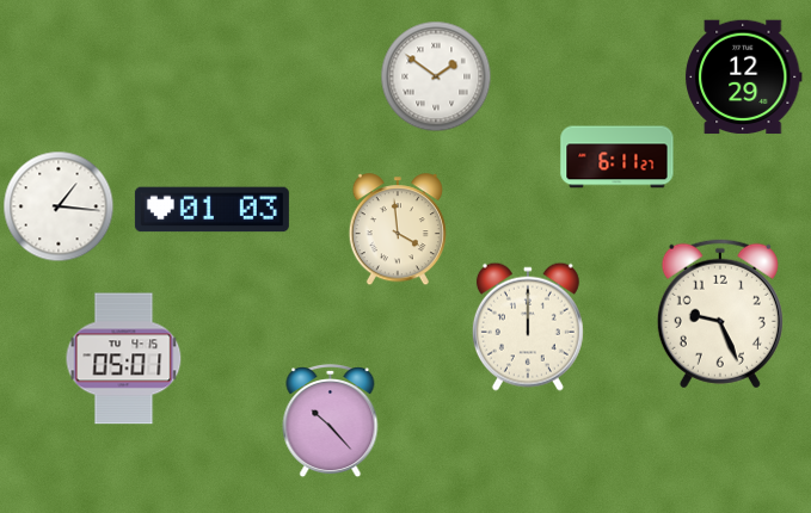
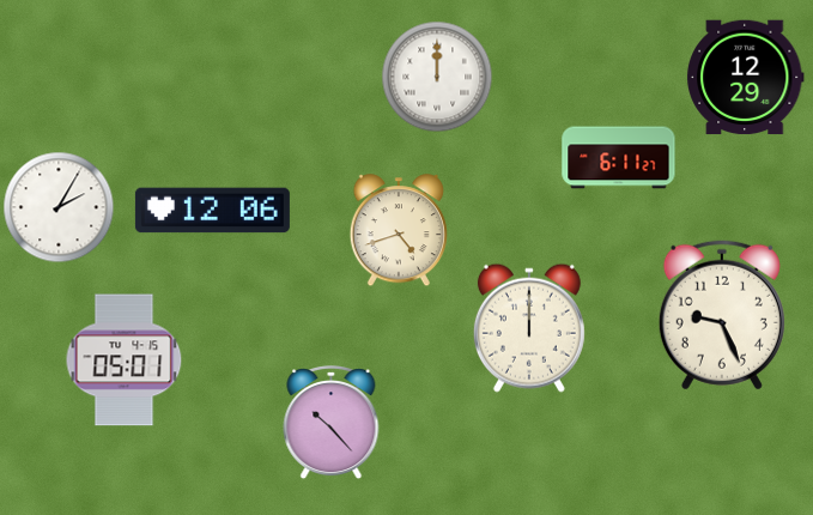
clock at (436, 76): 1:51 -> 12:00
clock at (59, 206): 1:16 -> 2:05
clock at (211, 210): 01:03 -> 12:06
clock at (398, 229): 3:59 -> 4:42
